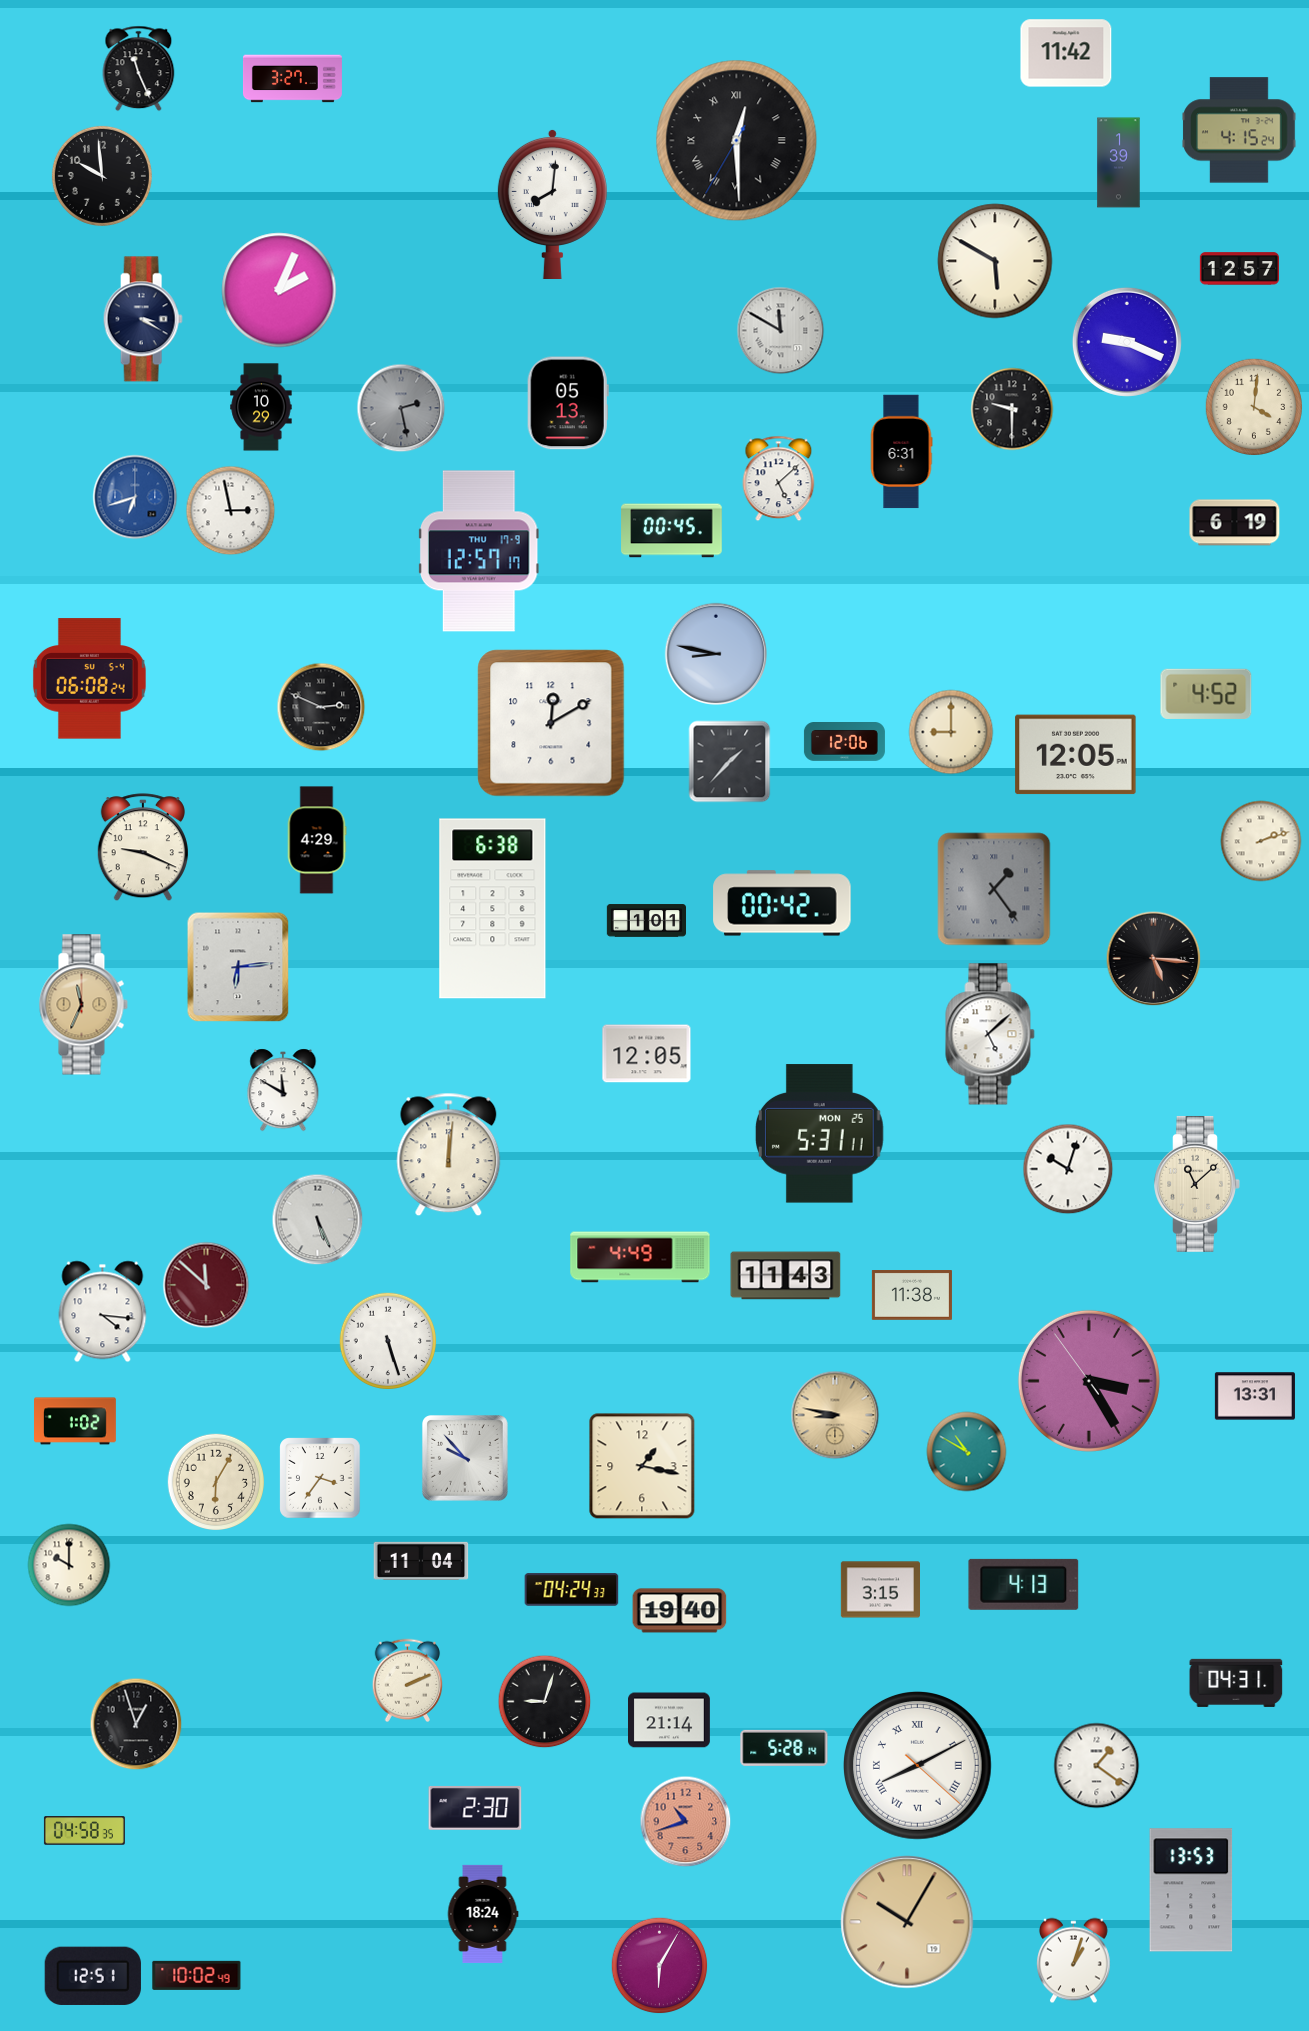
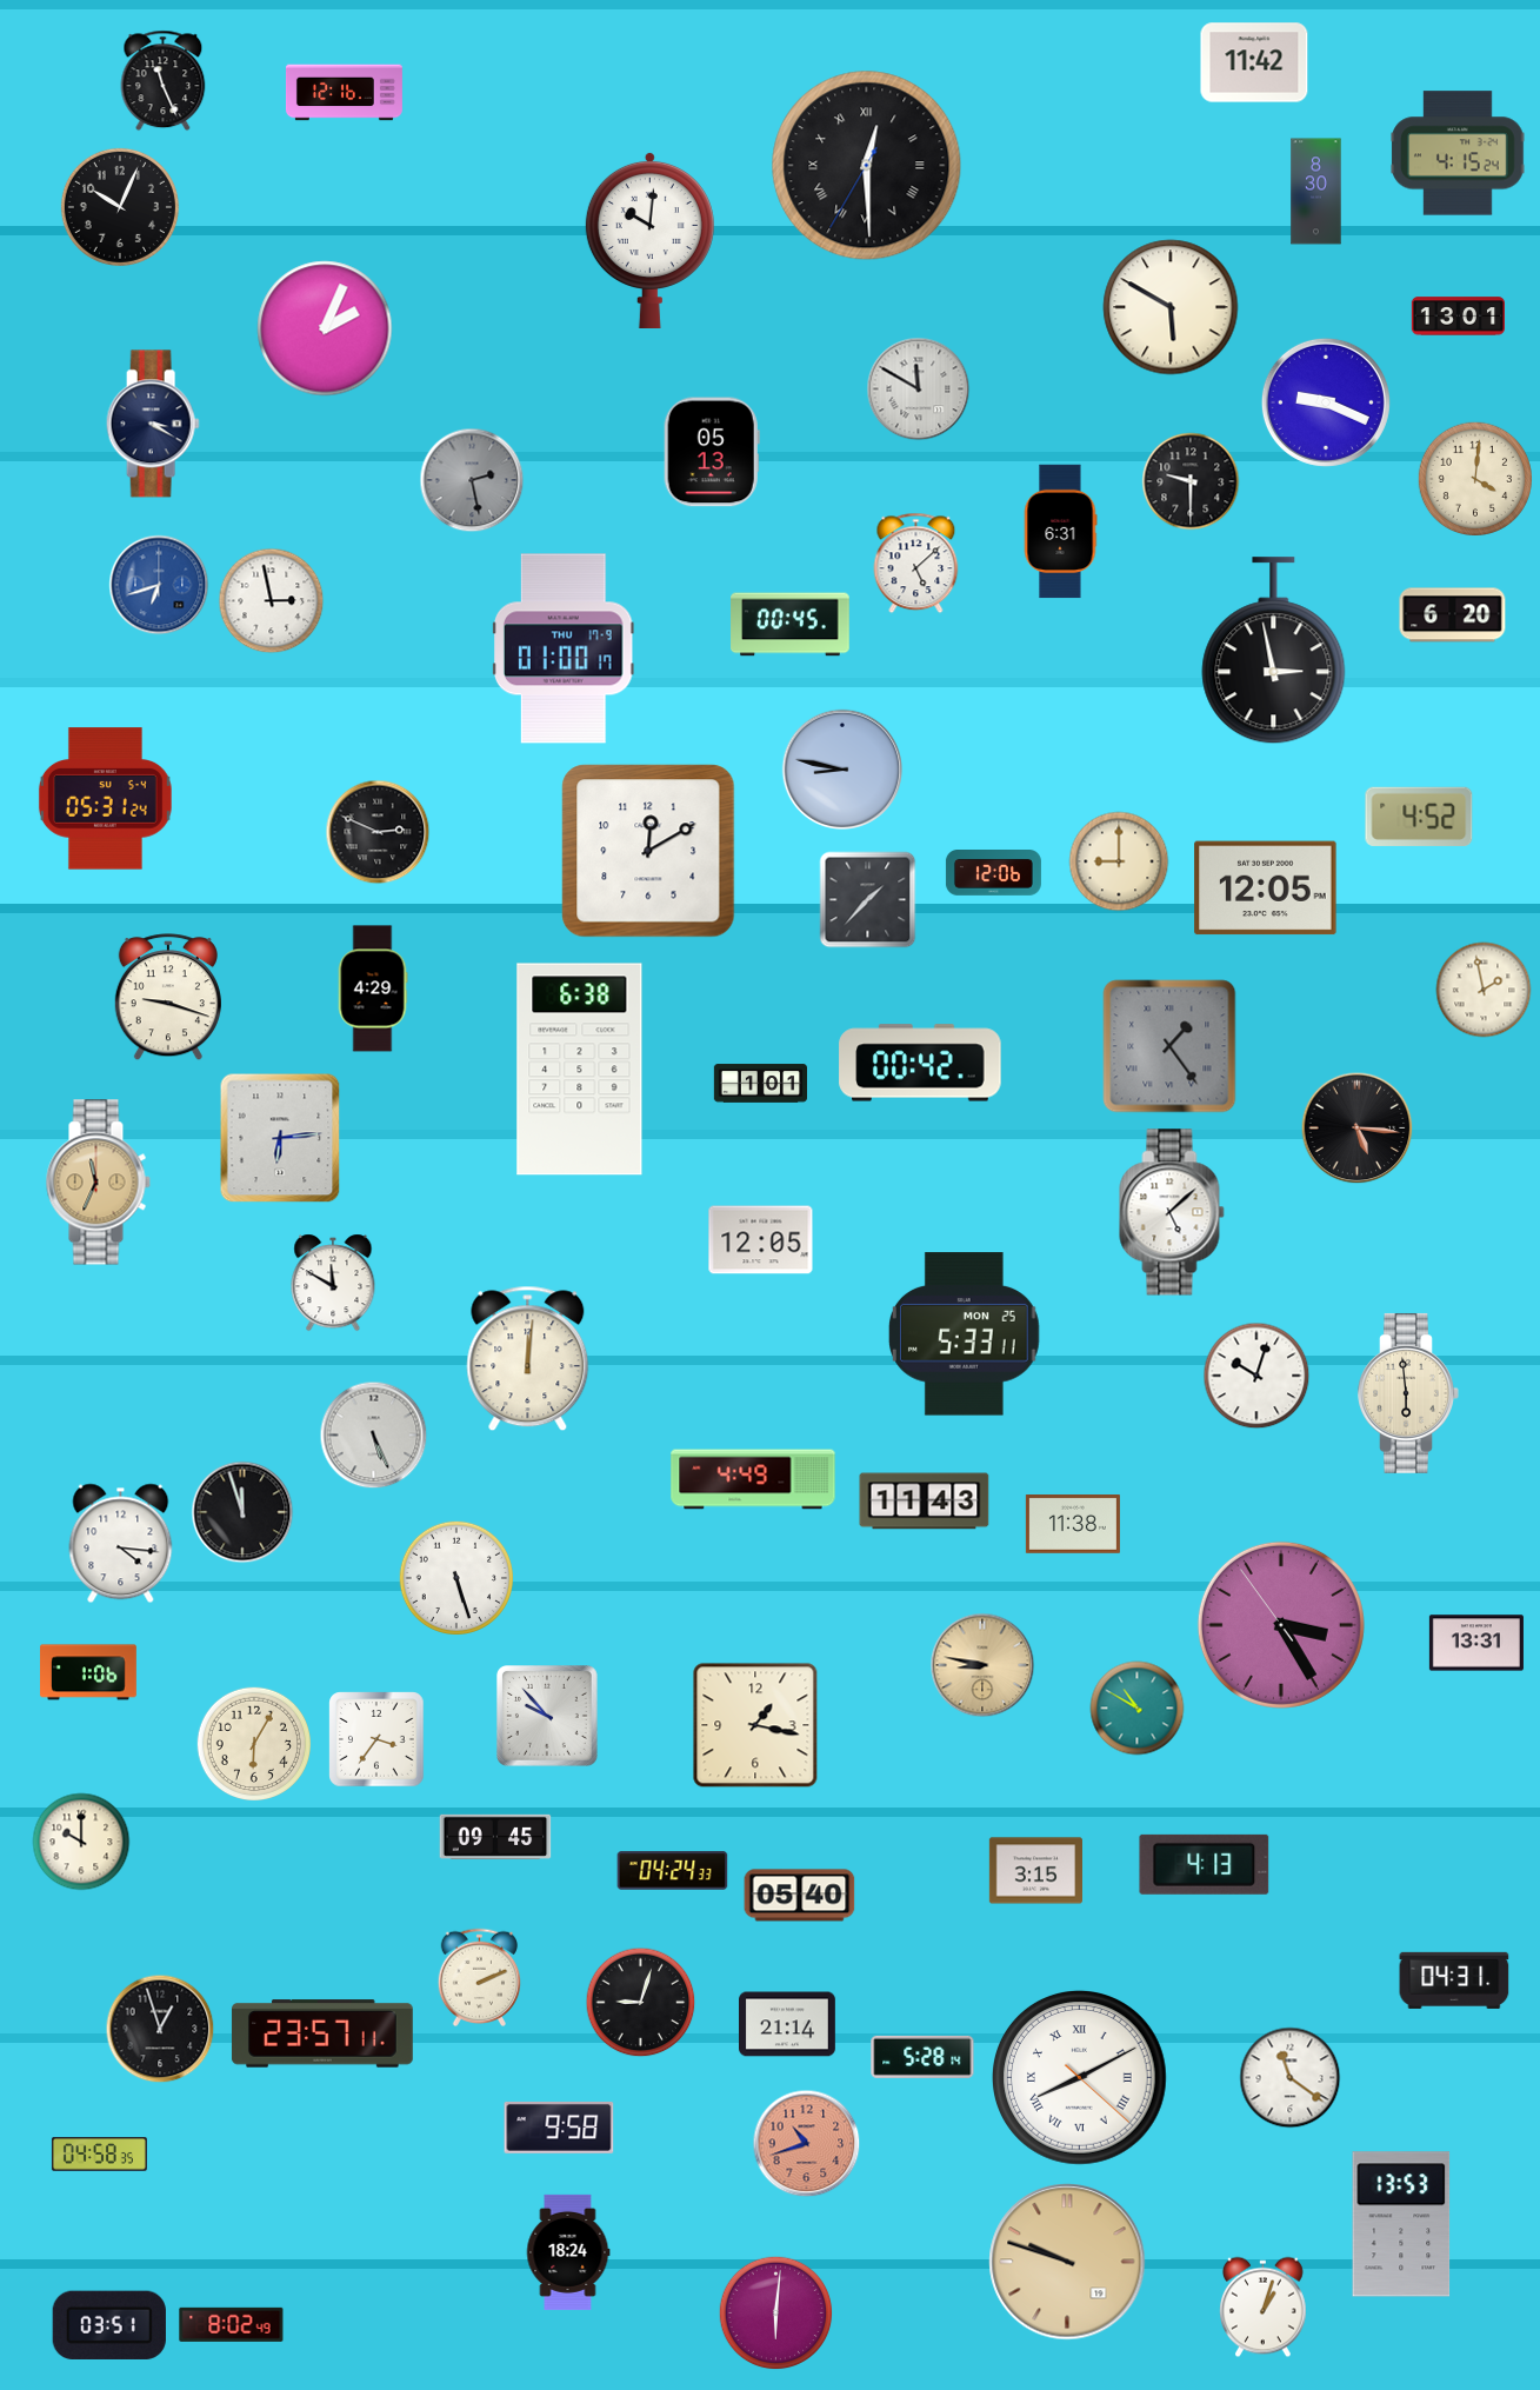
clock at (292, 79): 3:27 -> 12:16
clock at (1119, 163): 1:39 -> 8:30
clock at (102, 176): 9:59 -> 10:04
clock at (552, 203): 8:01 -> 10:01
clock at (1239, 269): 12:57 -> 13:01
clock at (279, 290) position: (279, 290) -> (325, 328)
clock at (143, 319) position: (143, 319) -> (153, 424)
clock at (568, 403) position: (568, 403) -> (712, 452)
clock at (261, 407): 10:29 -> none
clock at (1235, 523): 6:19 -> 6:20
clock at (479, 551): 12:57 -> 01:00
clock at (1274, 651): none -> 2:58
clock at (89, 679): 06:08 -> 05:31
clock at (730, 762) position: (730, 762) -> (868, 900)
clock at (1261, 841): 2:12 -> 1:58
clock at (143, 848): 9:19 -> 9:18
clock at (990, 1034) position: (990, 1034) -> (1172, 1212)
clock at (819, 1134): 5:31 -> 5:33
clock at (1197, 1184): 11:08 -> 5:59
clock at (206, 1285): 11:52 -> 11:57
clock at (206, 1285) dial: burgundy -> black
clock at (76, 1421): 1:02 -> 1:06
clock at (421, 1561): 11:04 -> 09:45
clock at (680, 1611): 19:40 -> 05:40
clock at (322, 2033): none -> 23:57
clock at (1097, 1766): 1:21 -> 11:21
clock at (475, 1808): 2:30 -> 9:58
clock at (907, 1922): 10:05 -> 9:48
clock at (660, 1966): 6:05 -> 6:01
clock at (197, 1975): 10:02 -> 8:02
clock at (93, 1976): 12:51 -> 03:51
